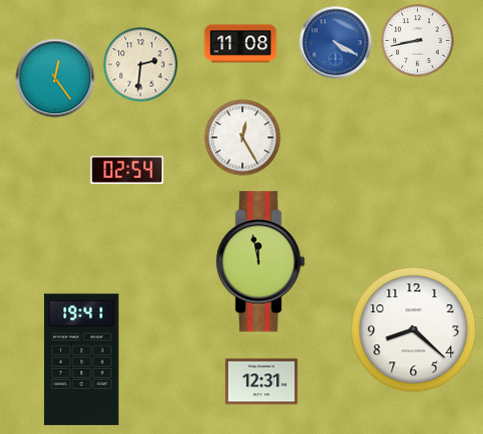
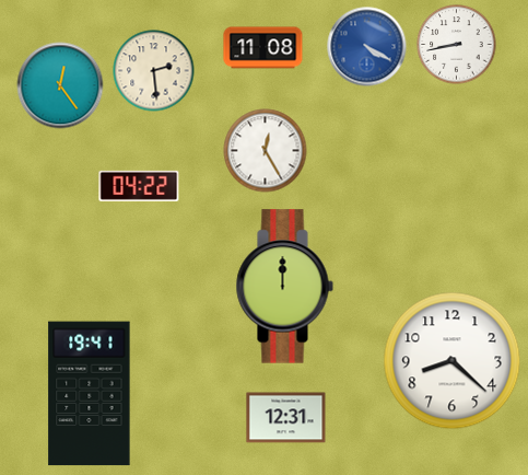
clock at (141, 65): 2:31 -> 2:29
clock at (127, 170): 02:54 -> 04:22
clock at (260, 262): 11:58 -> 12:00
